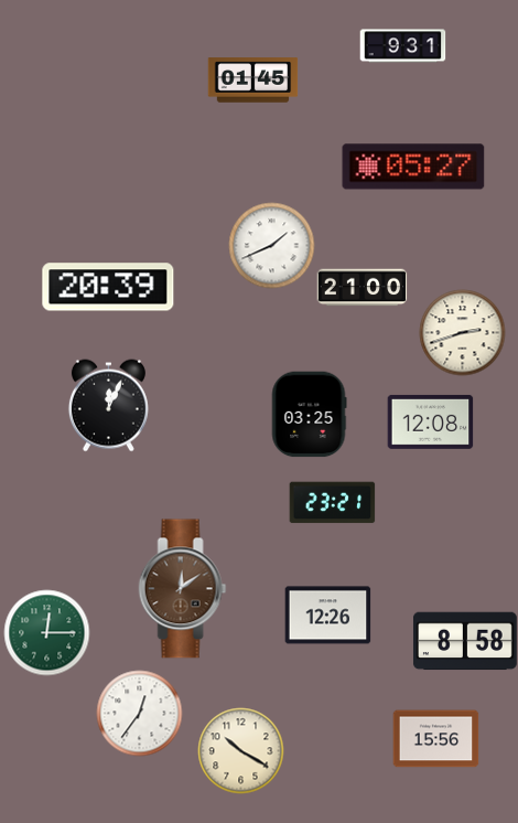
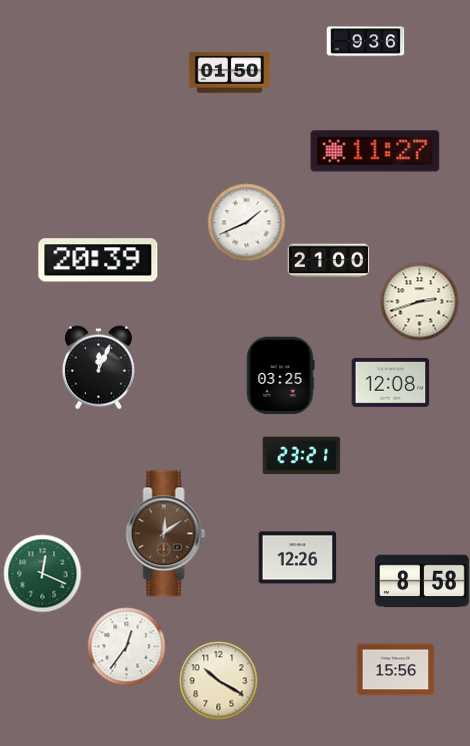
clock at (402, 46): 9:31 -> 9:36
clock at (252, 81): 01:45 -> 01:50
clock at (413, 167): 05:27 -> 11:27
clock at (46, 632): 12:15 -> 12:19
